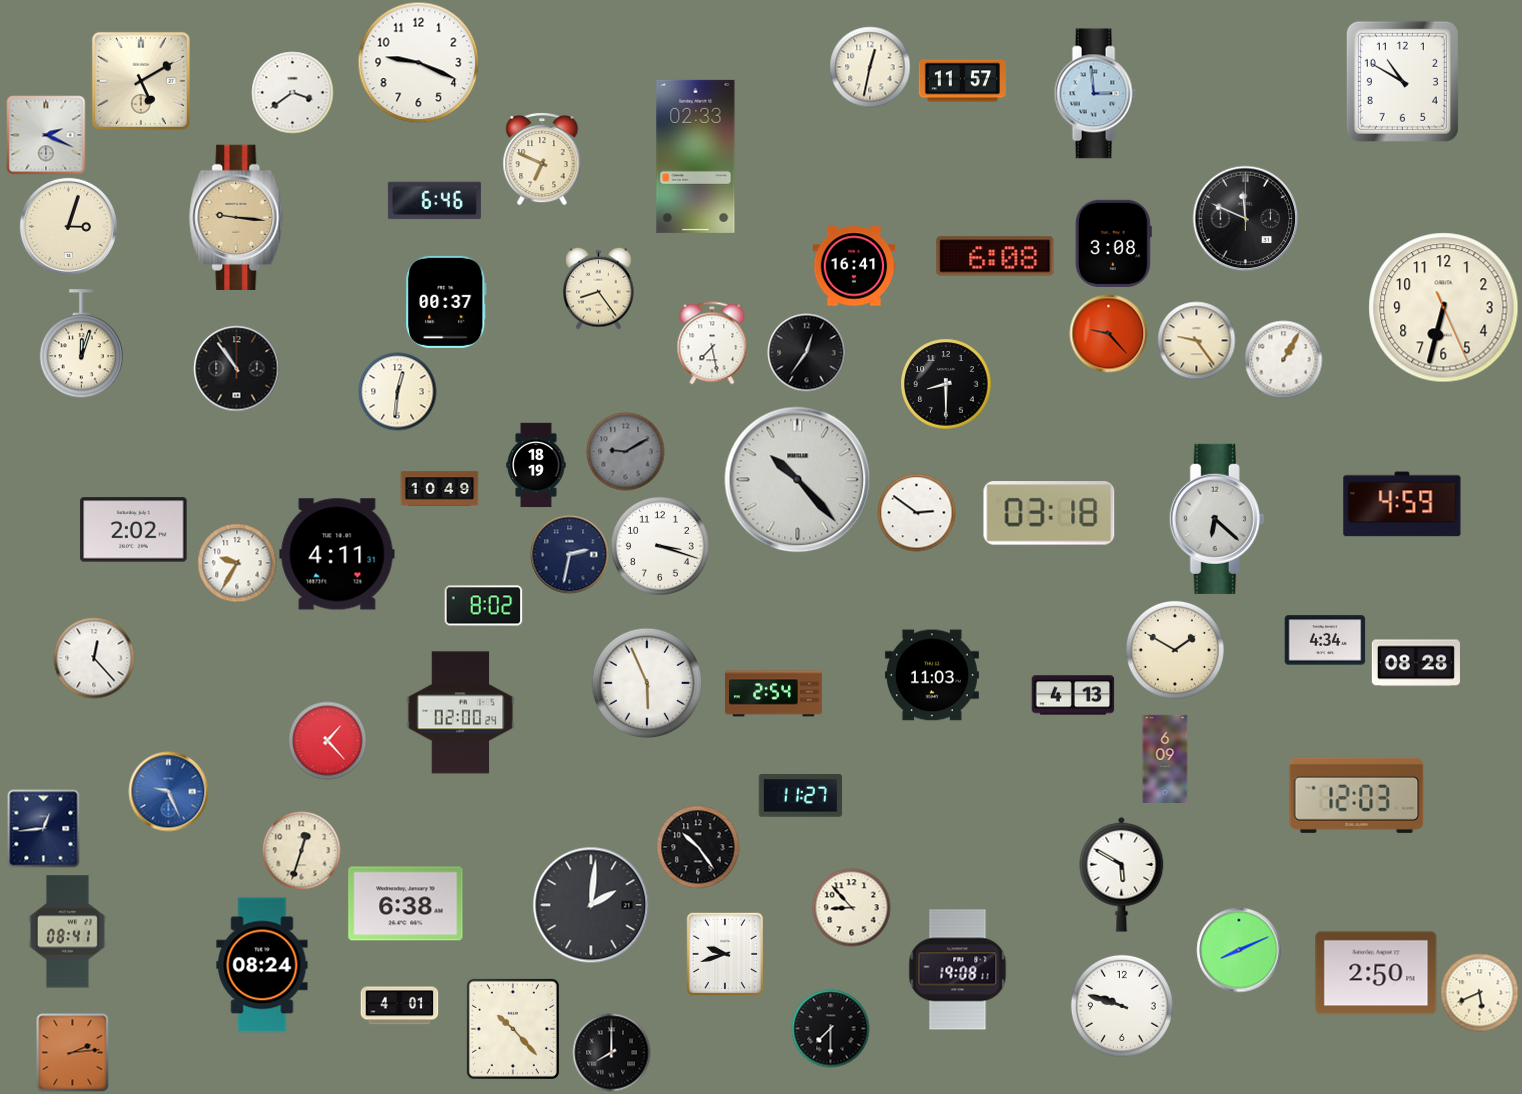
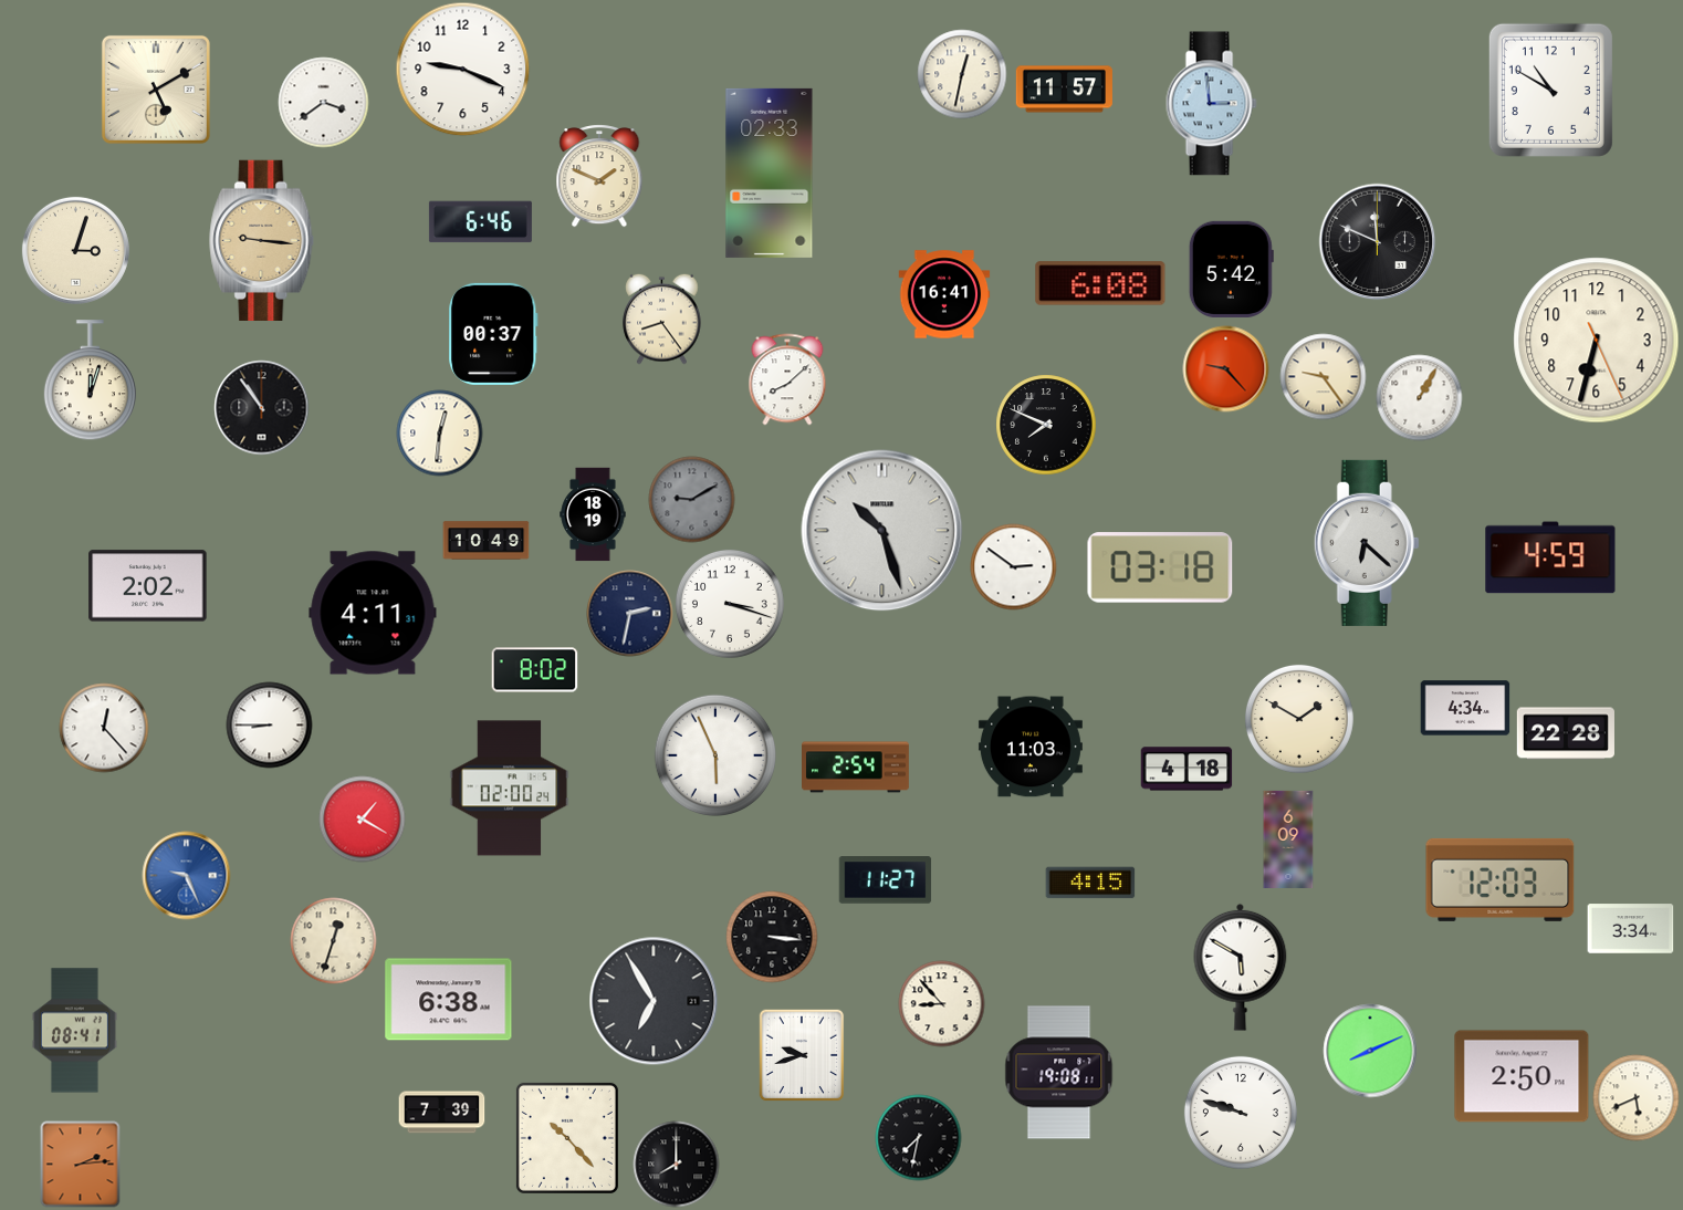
clock at (46, 135): 2:19 -> none
clock at (542, 159): 6:49 -> 1:49
clock at (1113, 243): 3:08 -> 5:42
clock at (712, 343): 7:28 -> 8:08
clock at (806, 352): 12:36 -> none
clock at (946, 384): 8:30 -> 7:49
clock at (798, 480): 10:23 -> 10:27
clock at (1217, 519) position: (1217, 519) -> (1367, 543)
clock at (237, 563): 9:35 -> none
clock at (269, 724): none -> 8:45
clock at (1416, 663): 08:28 -> 22:28
clock at (1073, 695): 4:13 -> 4:18
clock at (327, 740): 1:23 -> 1:20
clock at (1090, 883): none -> 4:15
clock at (44, 828): 12:44 -> none
clock at (1630, 929): none -> 3:34
clock at (698, 847): 10:24 -> 3:16
clock at (591, 905): 2:01 -> 6:55
clock at (262, 965): 08:24 -> none
clock at (399, 1006): 4:01 -> 7:39
clock at (830, 1028): 7:30 -> 7:32
